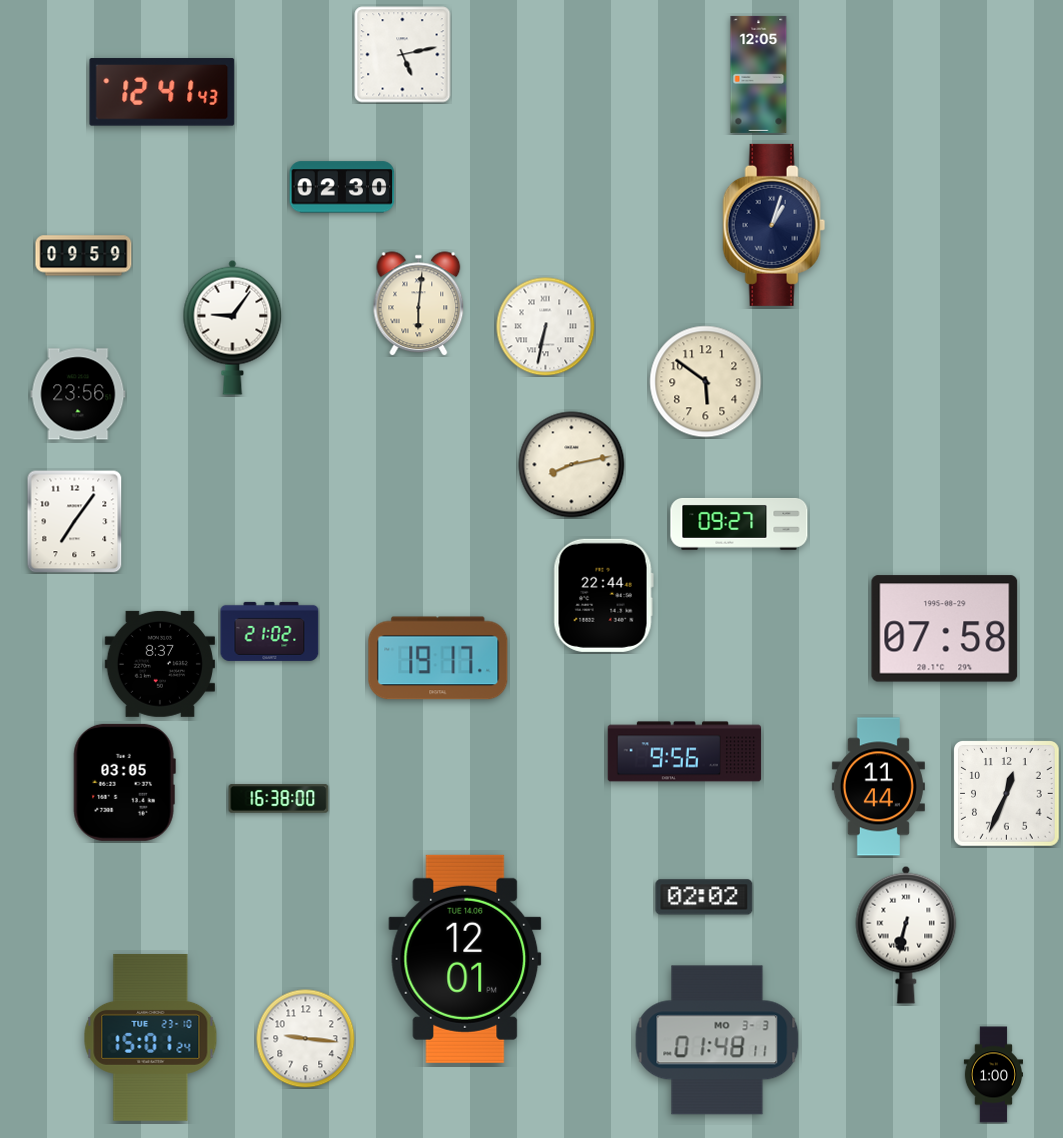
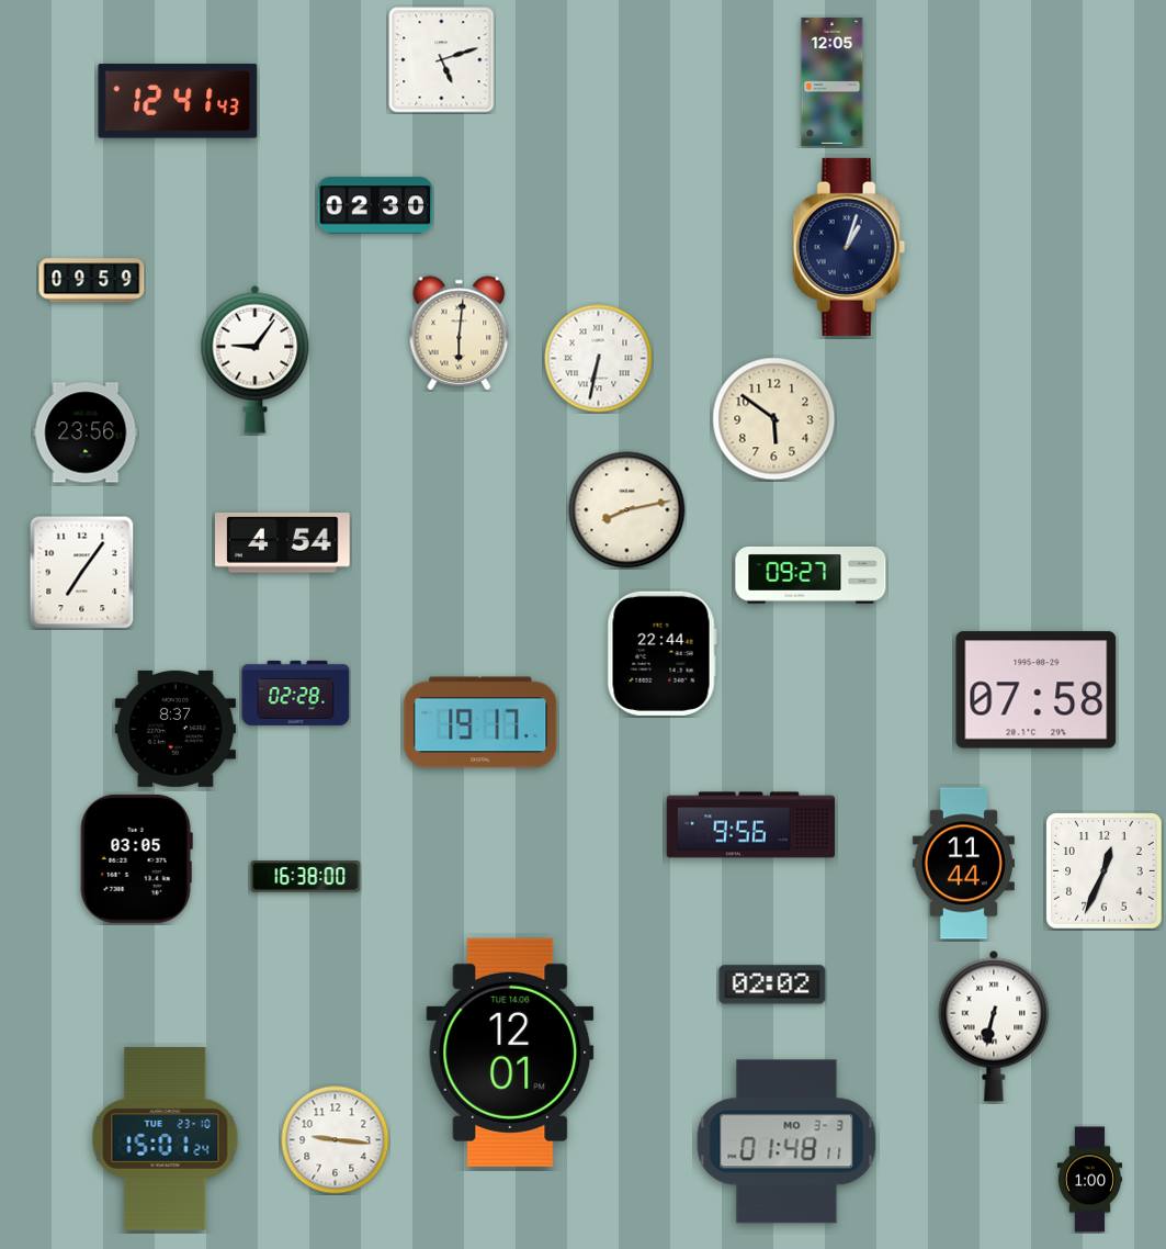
clock at (403, 55): 5:13 -> 5:12
clock at (283, 543): none -> 4:54
clock at (270, 631): 21:02 -> 02:28
